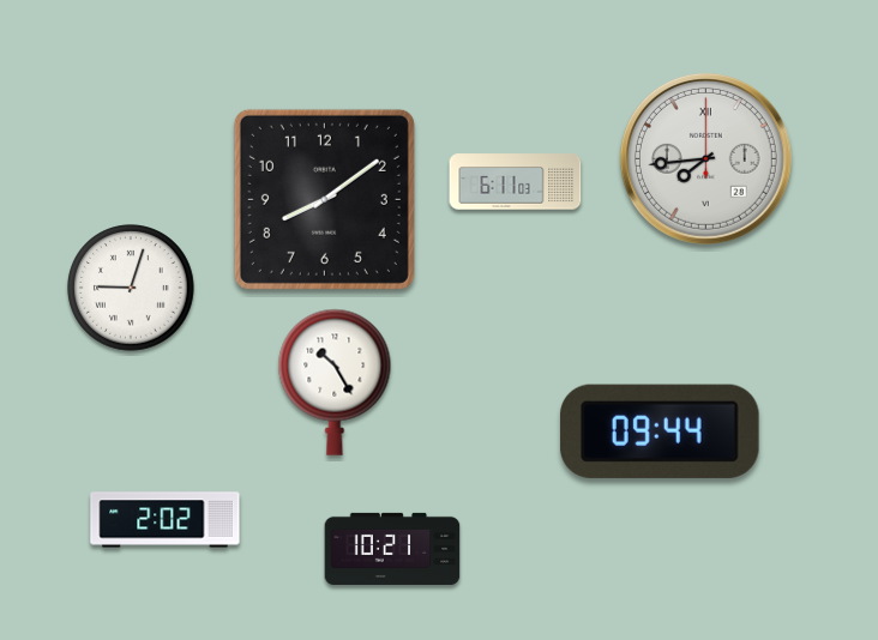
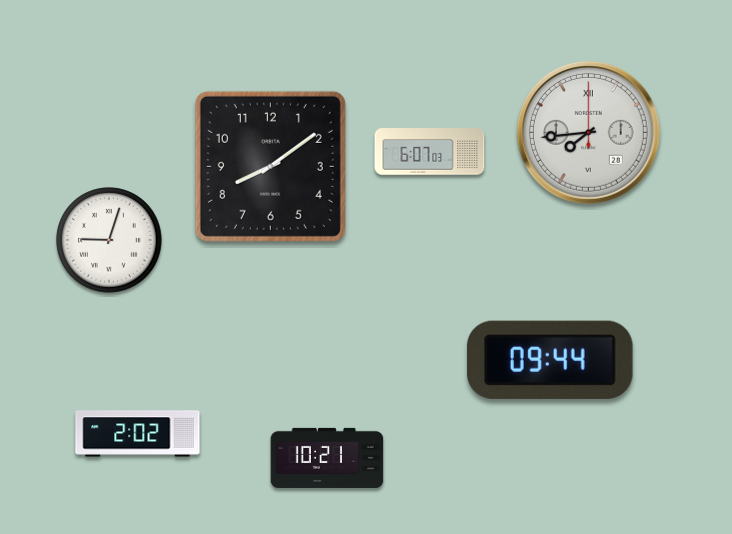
clock at (516, 182): 6:11 -> 6:07
clock at (335, 382): 10:25 -> none
